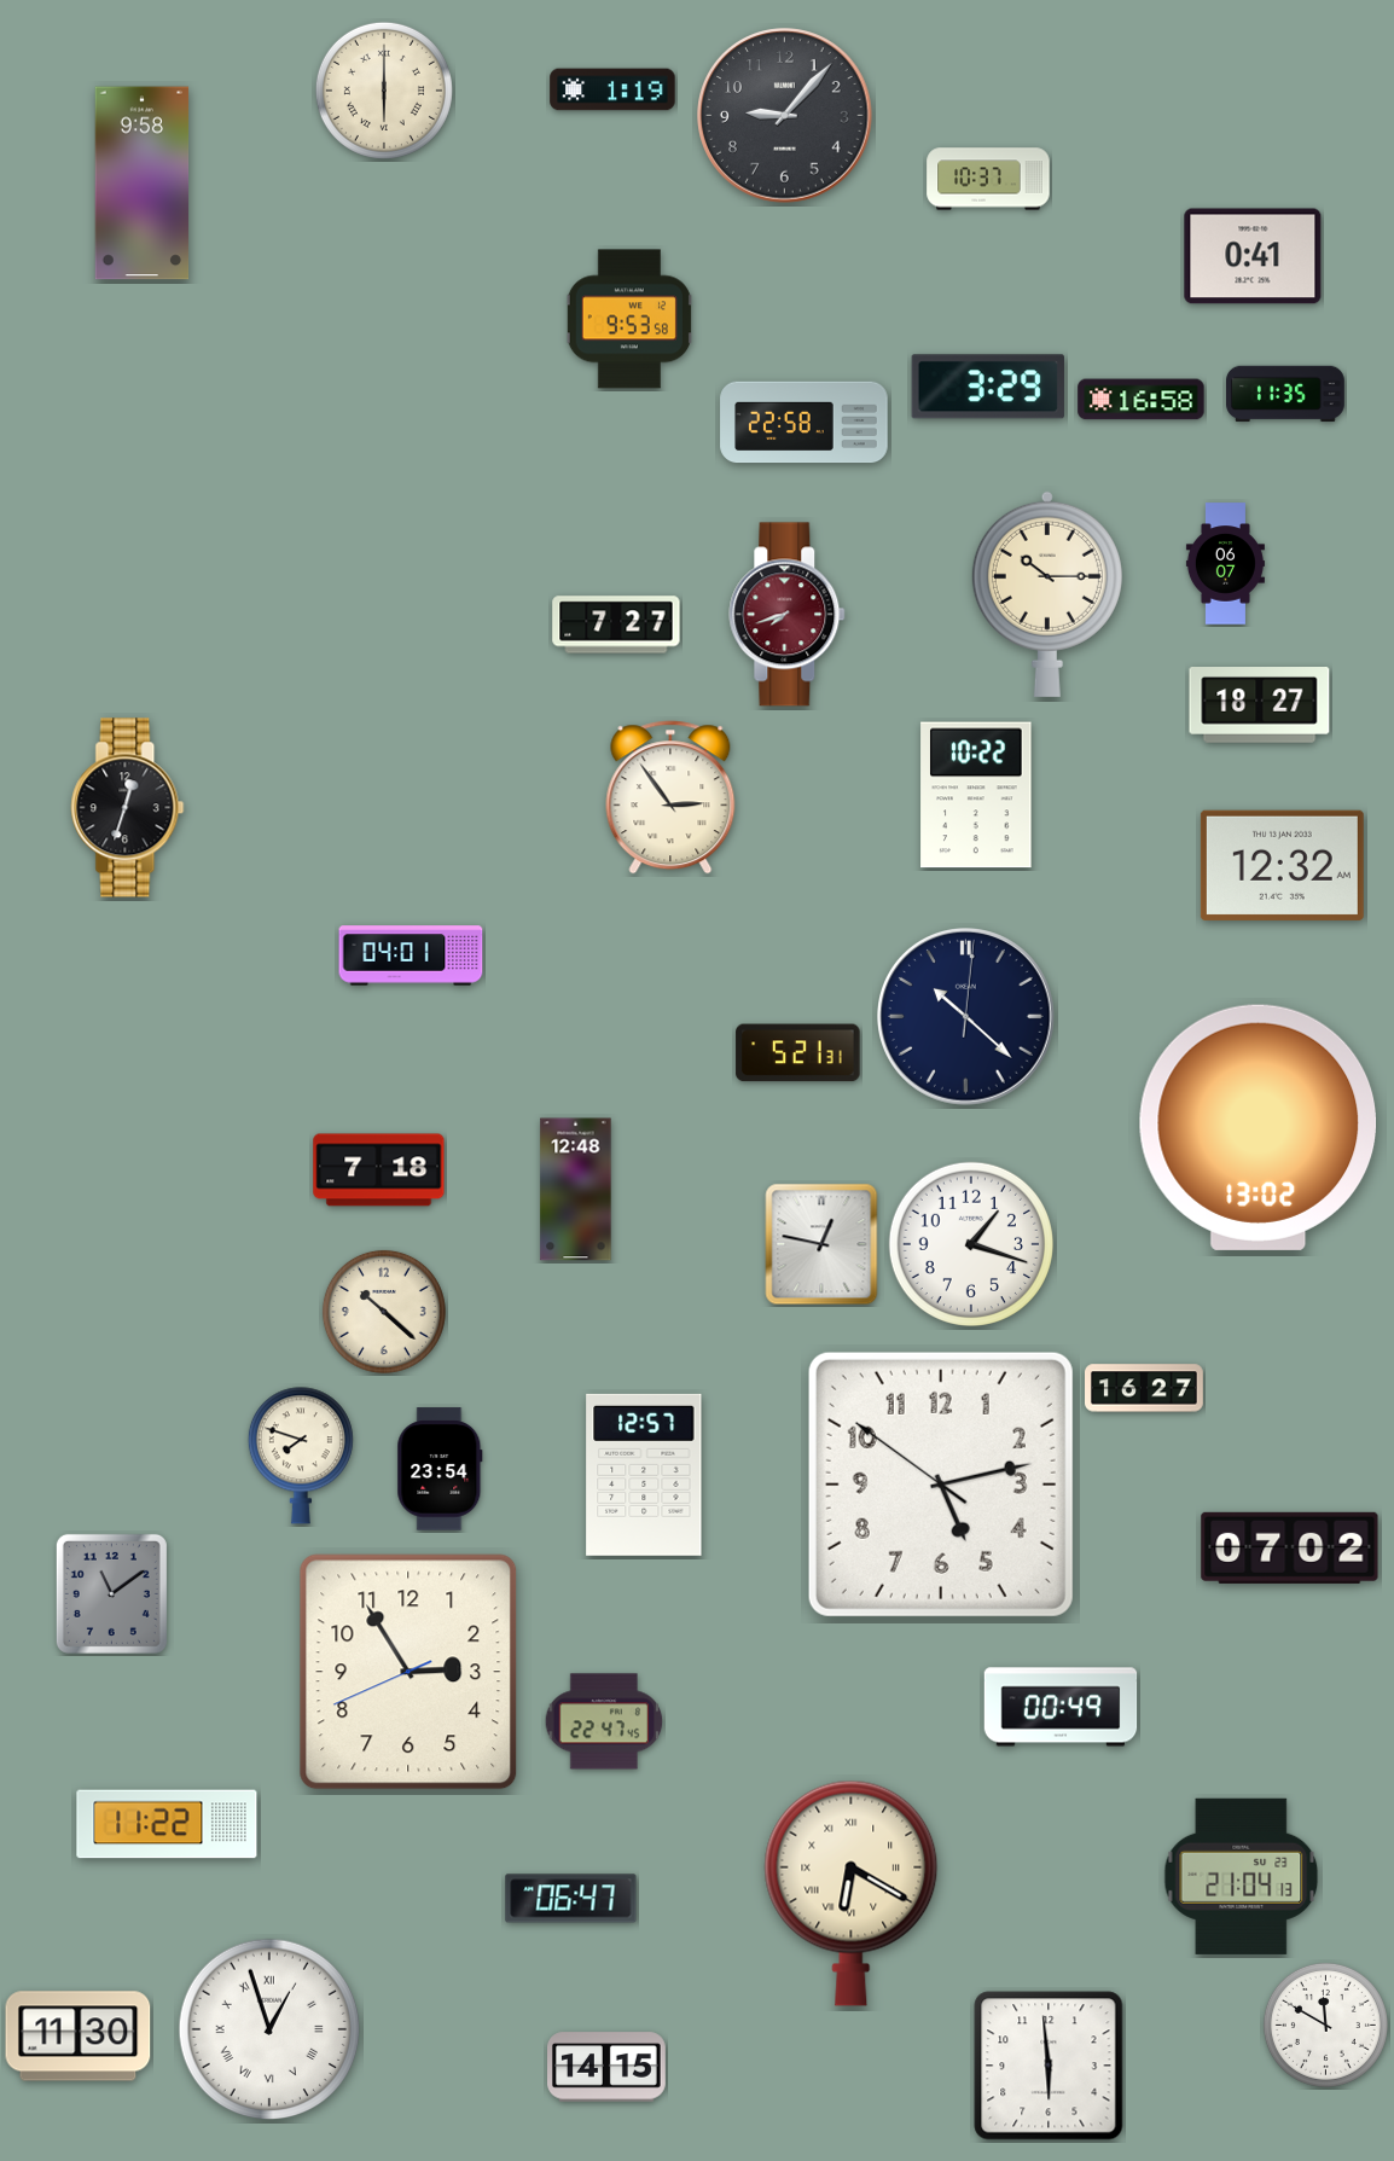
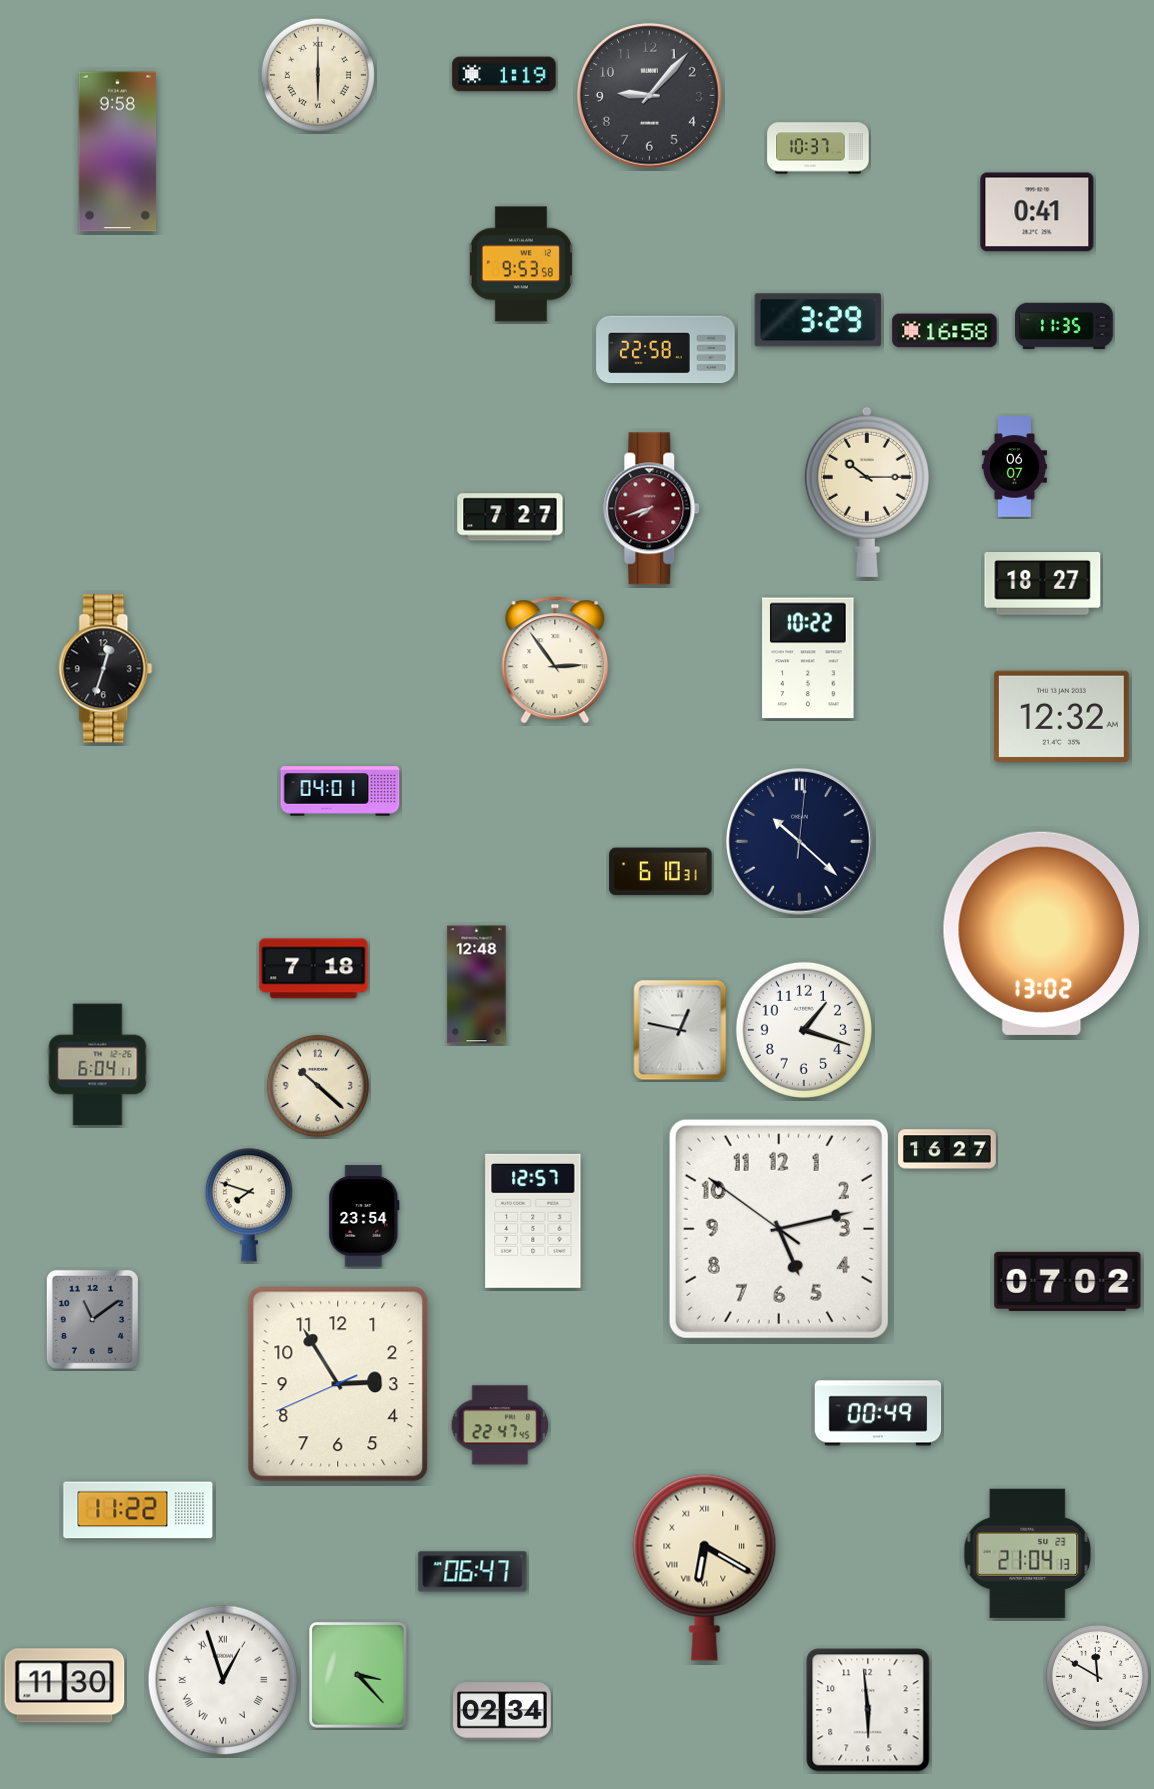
clock at (612, 89) position: (612, 89) -> (504, 74)
clock at (798, 1053): 5:21 -> 6:10
clock at (98, 1065): none -> 6:04
clock at (358, 1675): none -> 3:23
clock at (608, 2067): 14:15 -> 02:34
